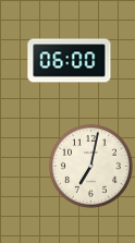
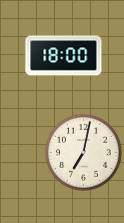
clock at (70, 61): 06:00 -> 18:00
